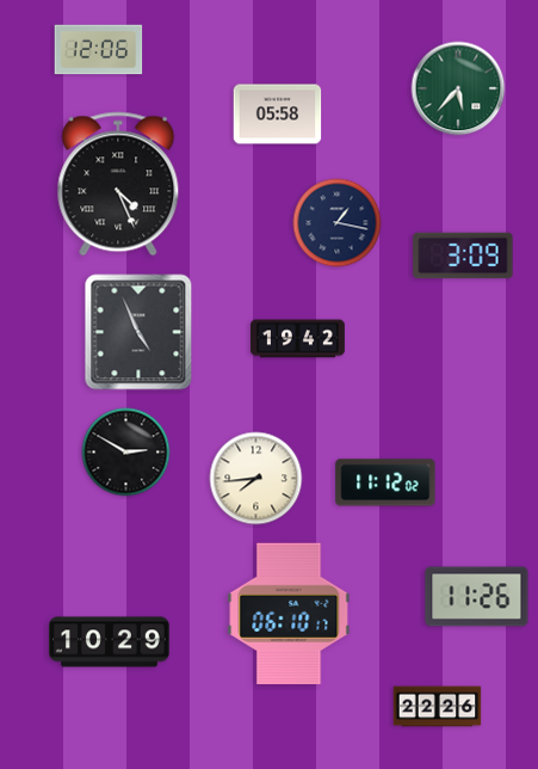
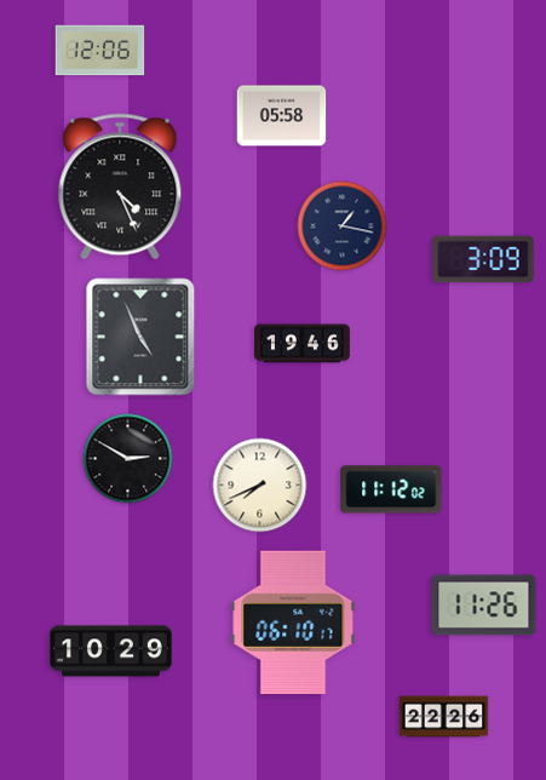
clock at (458, 88): 5:37 -> none
clock at (463, 256) position: (463, 256) -> (483, 259)
clock at (298, 339): 19:42 -> 19:46
clock at (256, 479): 7:44 -> 7:41
